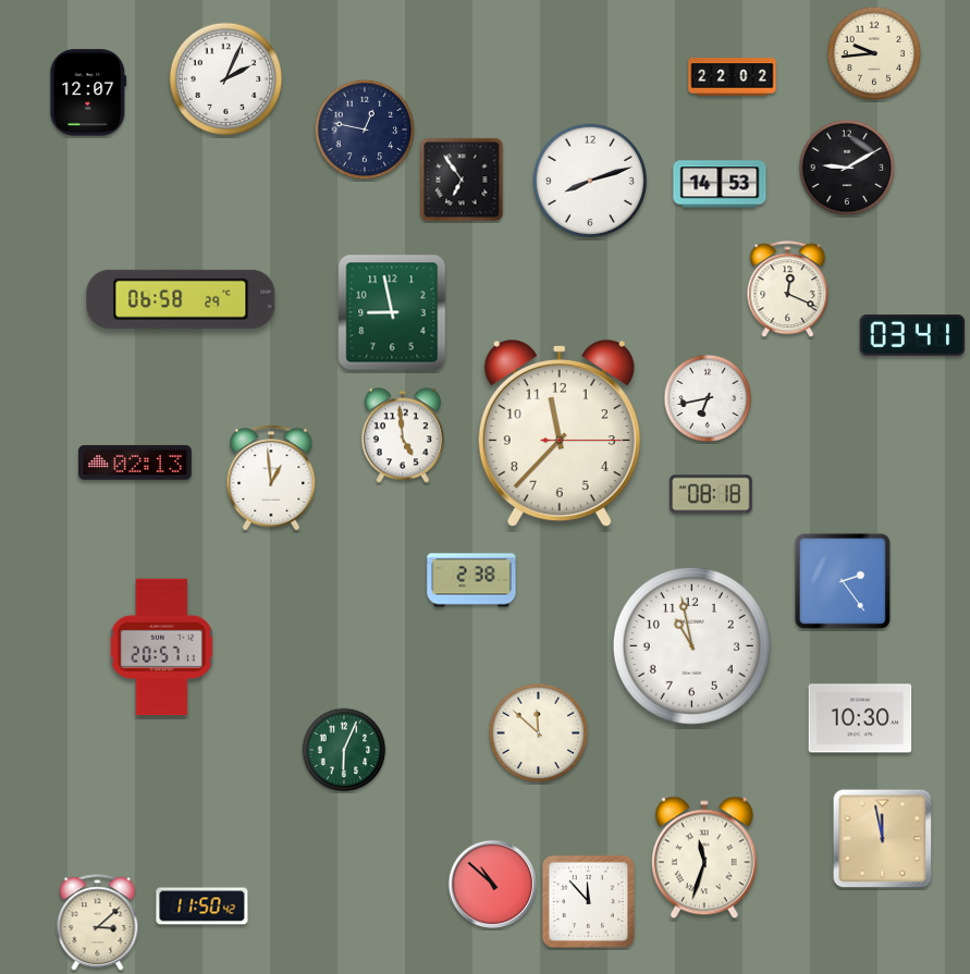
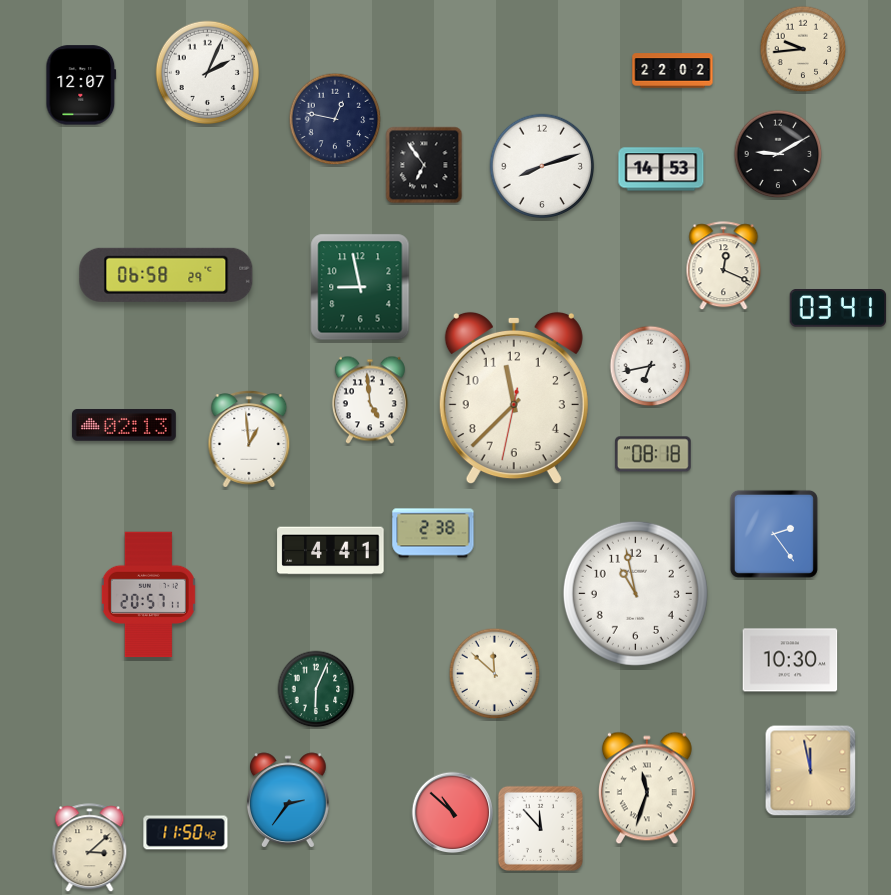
clock at (560, 433): 11:37:15 -> 11:37:32
clock at (331, 551): none -> 4:41
clock at (288, 800): none -> 2:36
